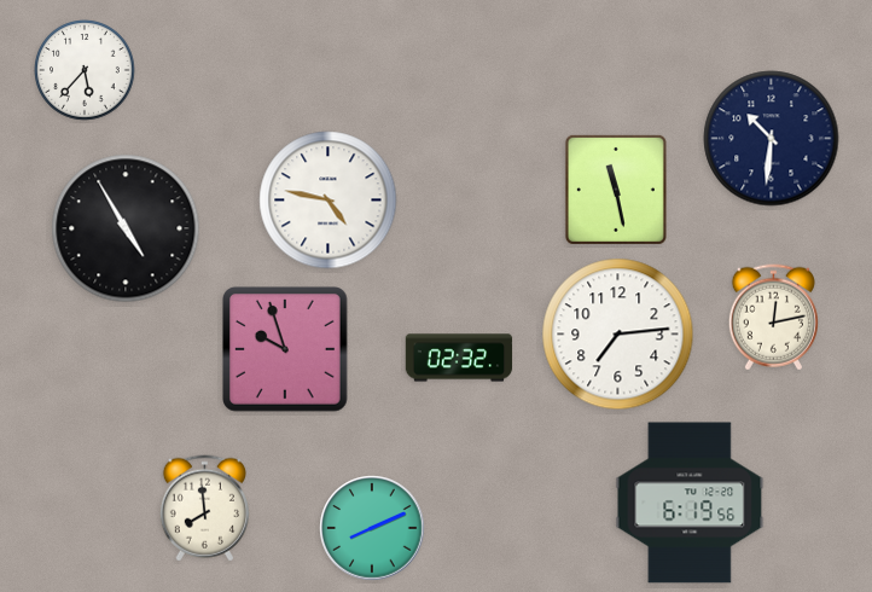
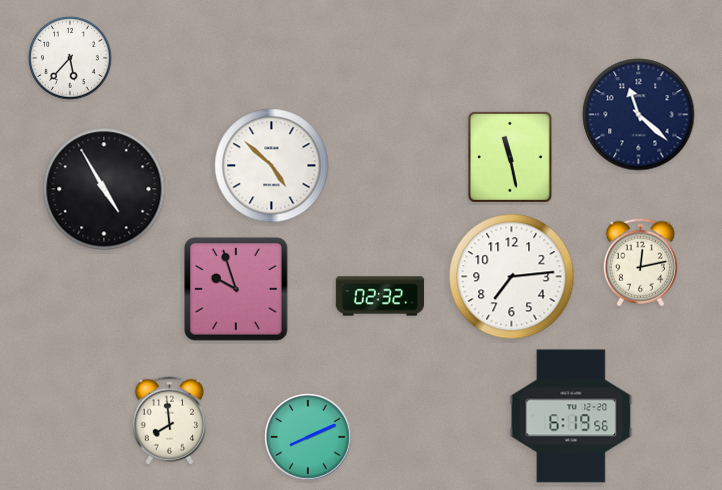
clock at (772, 139): 10:31 -> 11:22
clock at (329, 201): 4:47 -> 4:52
